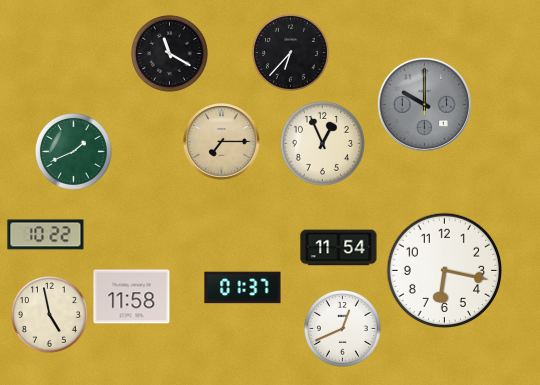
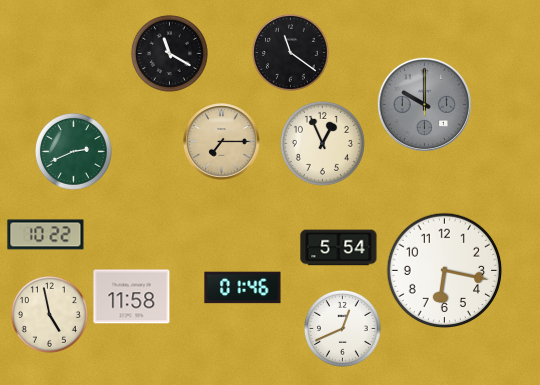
clock at (290, 52): 6:37 -> 11:21
clock at (73, 151): 1:41 -> 2:41
clock at (339, 248): 11:54 -> 5:54
clock at (243, 288): 01:37 -> 01:46
